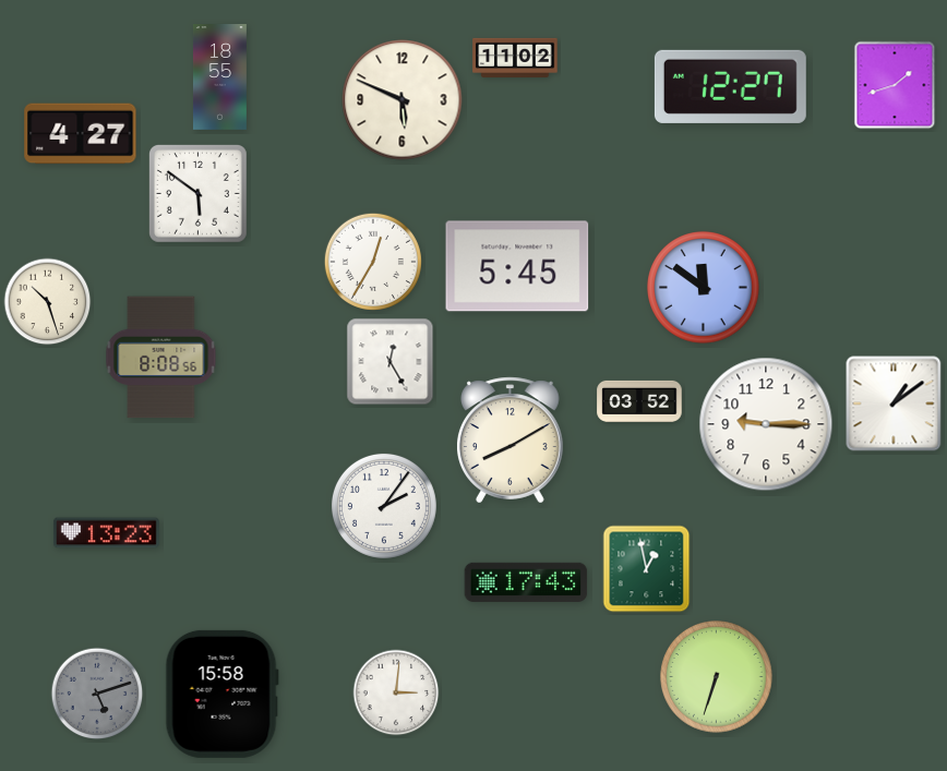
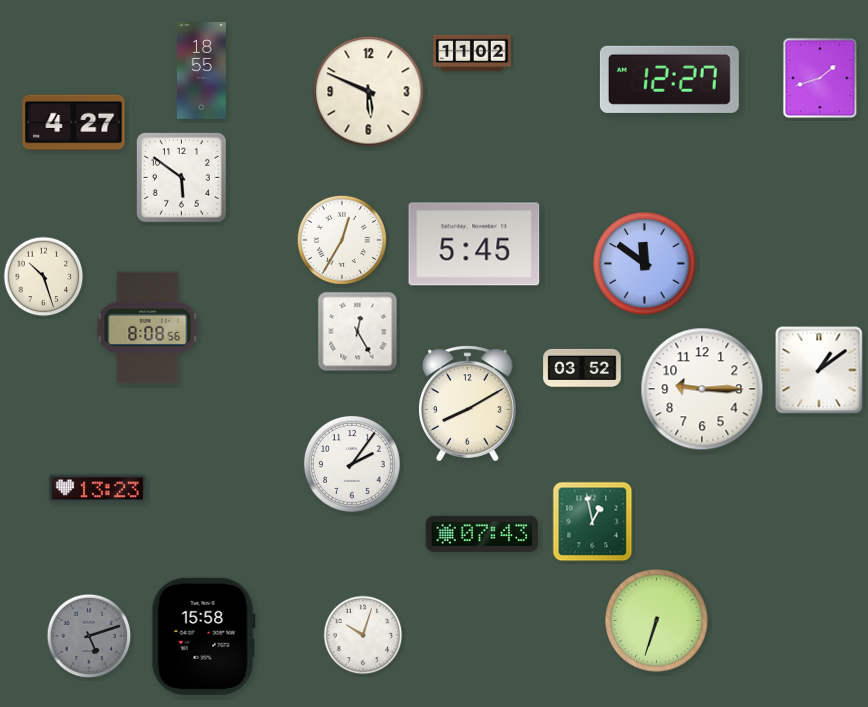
clock at (639, 401) position: (639, 401) -> (582, 368)
clock at (526, 582): 17:43 -> 07:43
clock at (396, 692): 3:01 -> 10:03
